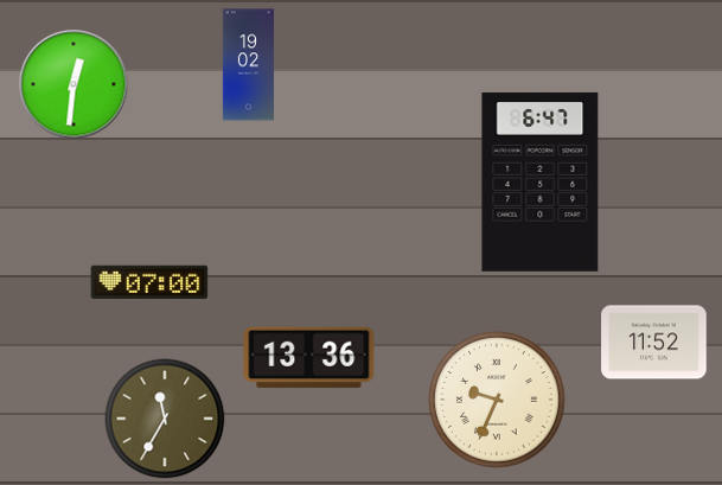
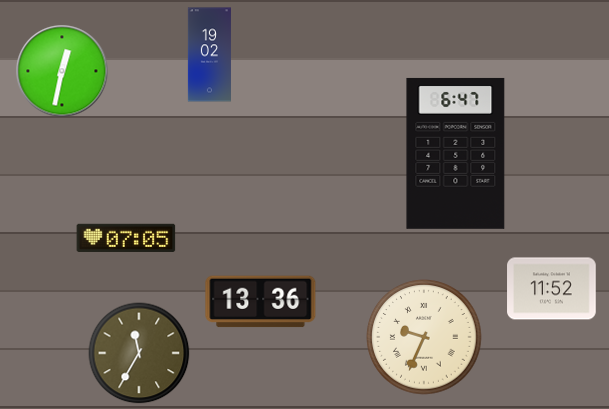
clock at (74, 84): 12:31 -> 12:32
clock at (149, 281): 07:00 -> 07:05
clock at (497, 400) position: (497, 400) -> (424, 337)
